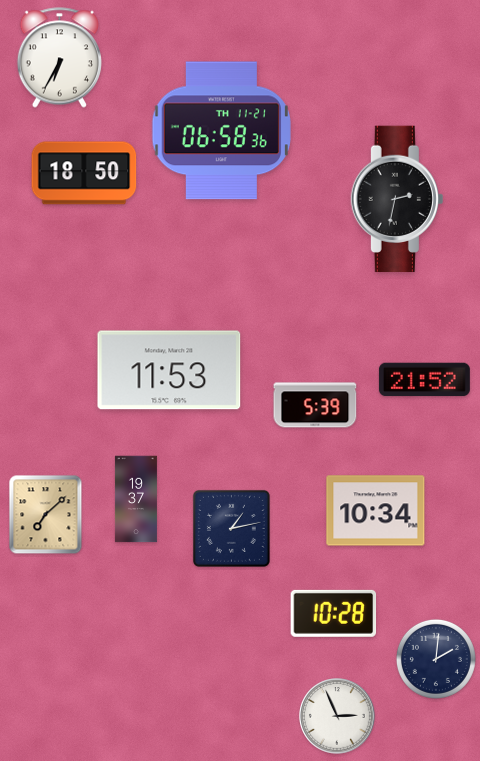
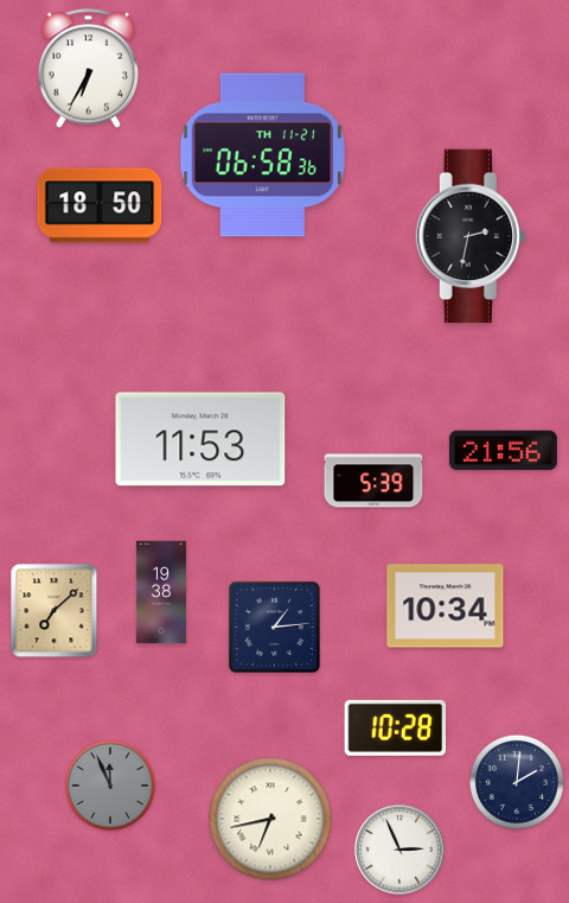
clock at (59, 58) position: (59, 58) -> (88, 69)
clock at (424, 380): 21:52 -> 21:56
clock at (136, 499): 19:37 -> 19:38
clock at (231, 528): 1:13 -> 1:14
clock at (110, 786): none -> 11:56
clock at (270, 819): none -> 6:43
